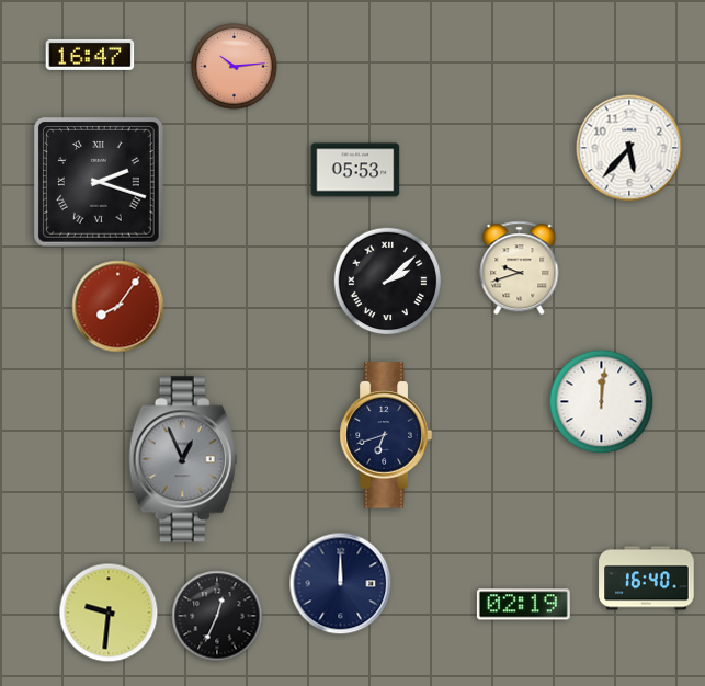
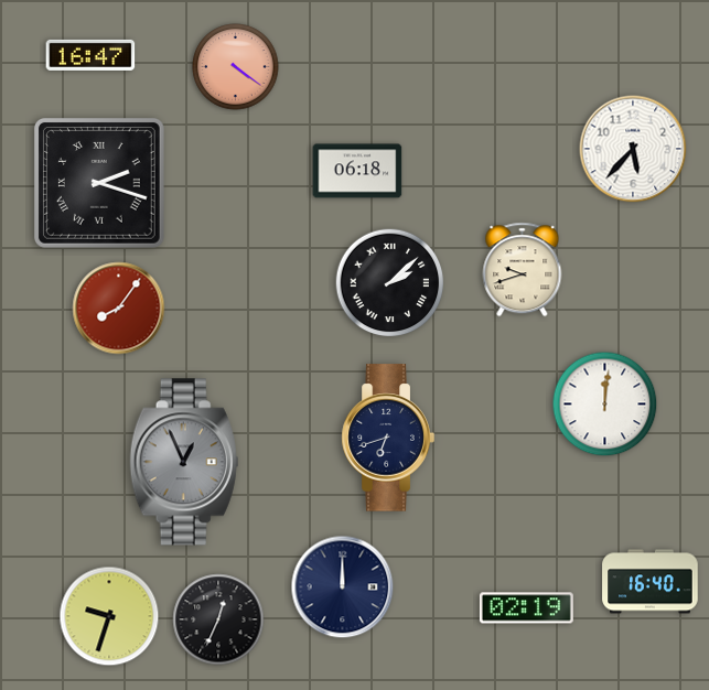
clock at (235, 67): 10:14 -> 4:21
clock at (355, 170): 05:53 -> 06:18
clock at (109, 613): 9:31 -> 9:33
